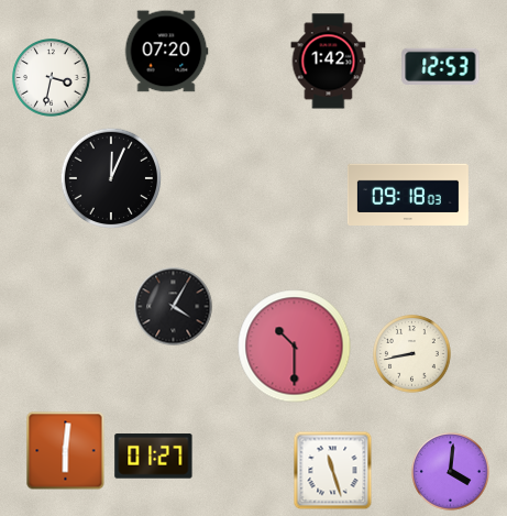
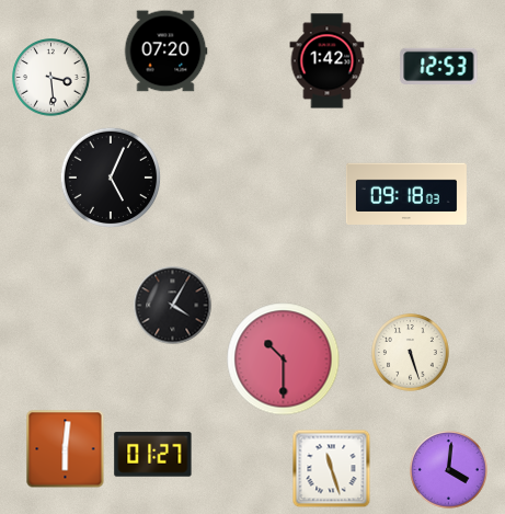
clock at (52, 78): 3:32 -> 3:29
clock at (111, 178): 12:04 -> 5:04
clock at (295, 347) position: (295, 347) -> (284, 359)
clock at (412, 354): 8:43 -> 5:27
